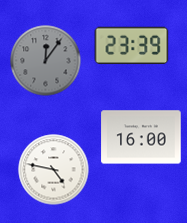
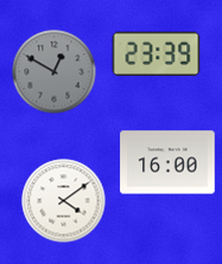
clock at (46, 61): 12:06 -> 12:50
clock at (54, 170): 4:47 -> 4:09
